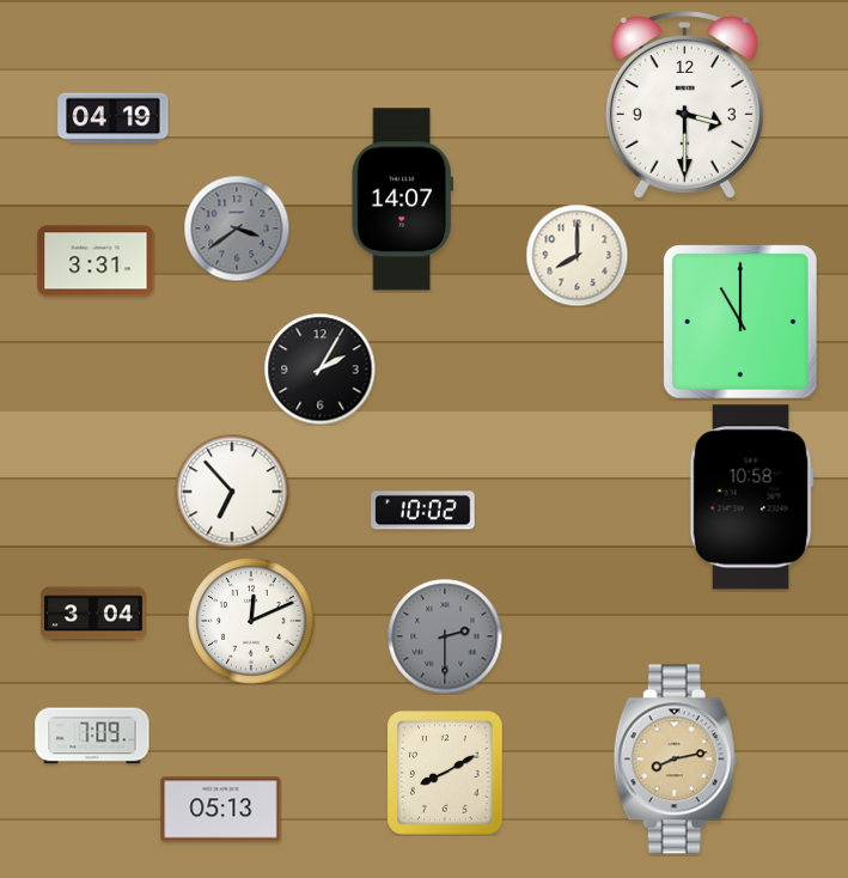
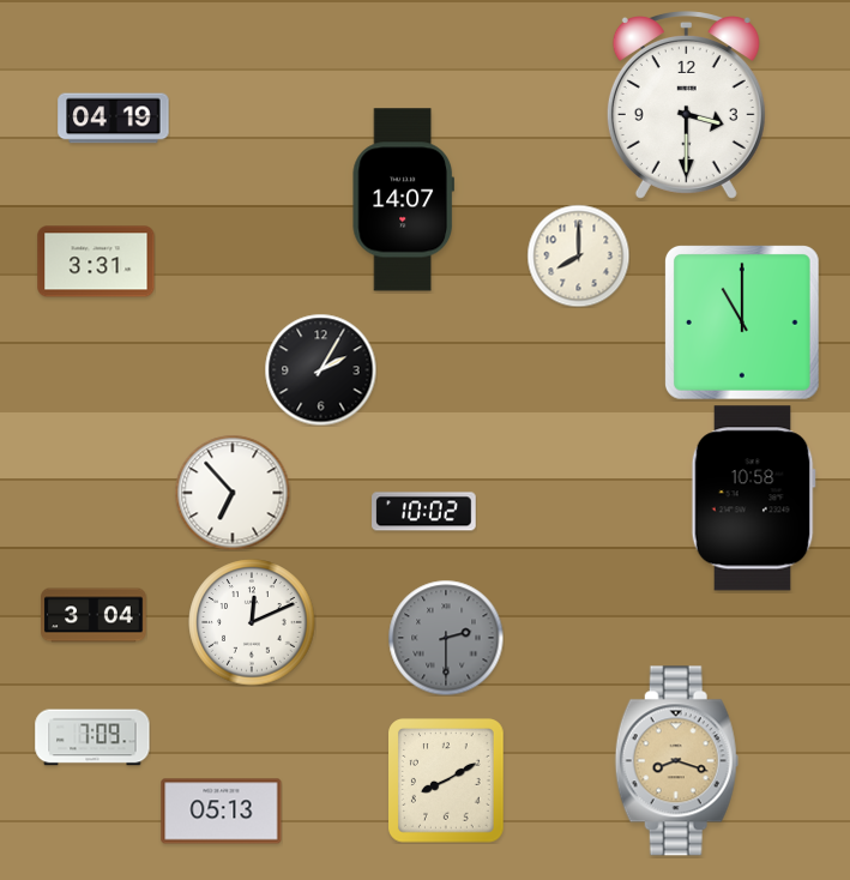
clock at (237, 228): 3:39 -> none
clock at (675, 760): 8:13 -> 8:18
clock at (446, 774) position: (446, 774) -> (447, 782)
